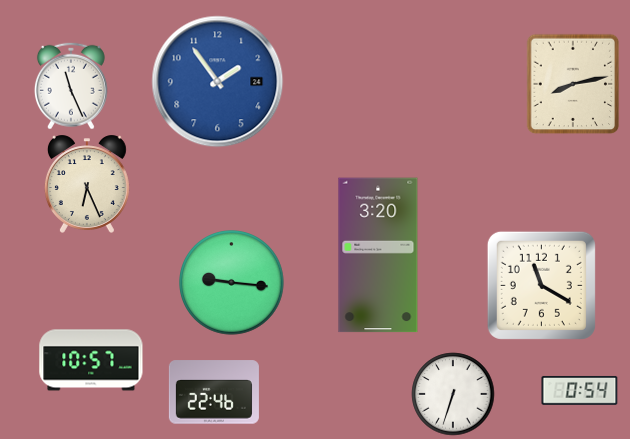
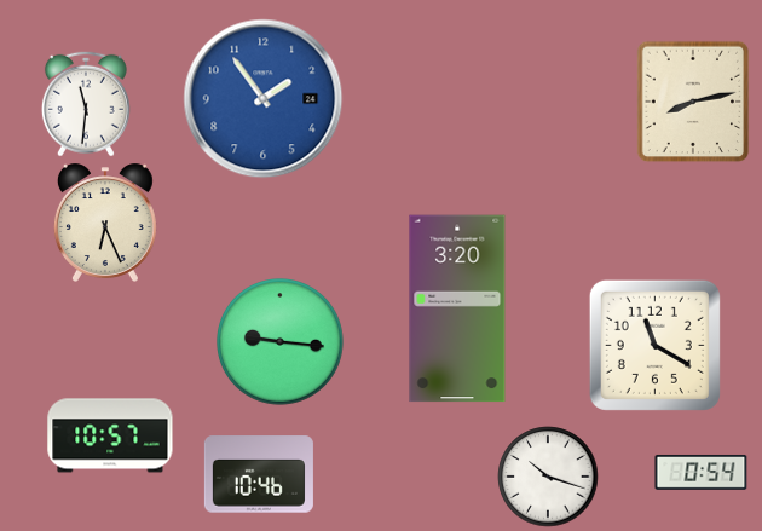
clock at (71, 86): 11:26 -> 11:31
clock at (214, 392): 22:46 -> 10:46
clock at (453, 394): 6:33 -> 10:18
